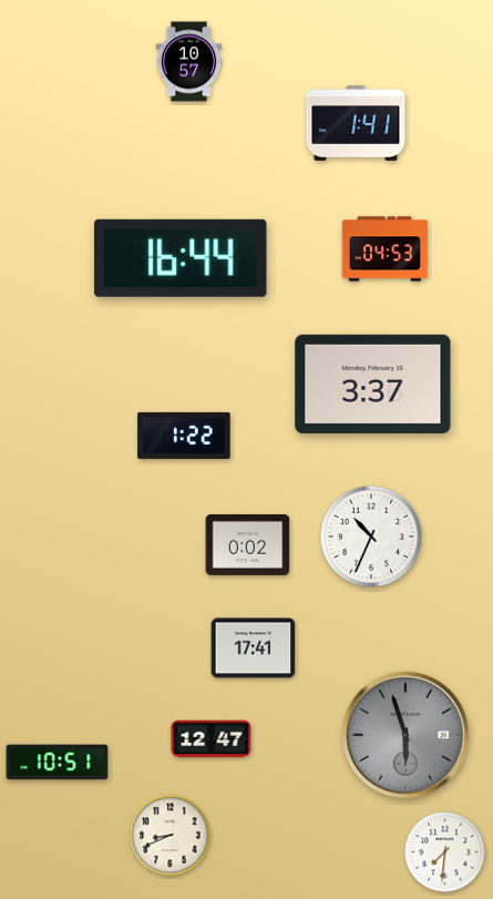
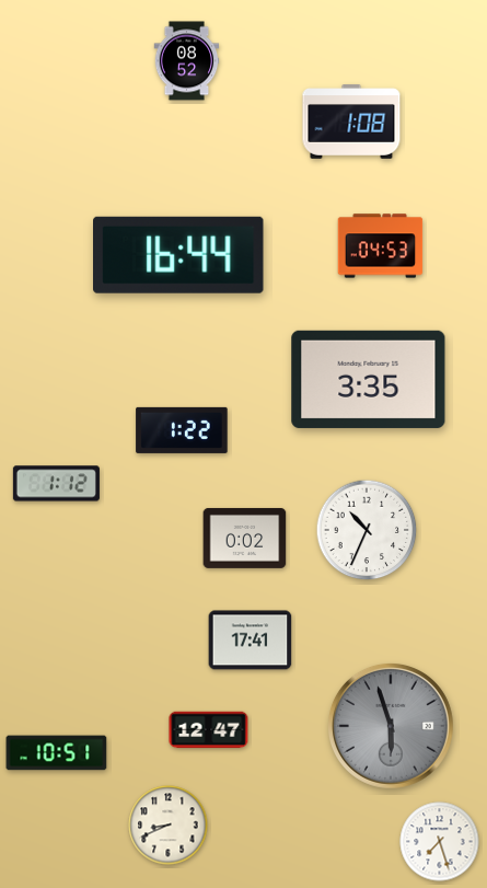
clock at (189, 62): 10:57 -> 08:52
clock at (356, 123): 1:41 -> 1:08
clock at (373, 384): 3:37 -> 3:35
clock at (56, 484): none -> 1:12
clock at (405, 735) position: (405, 735) -> (391, 726)
clock at (445, 852): 7:31 -> 7:27
